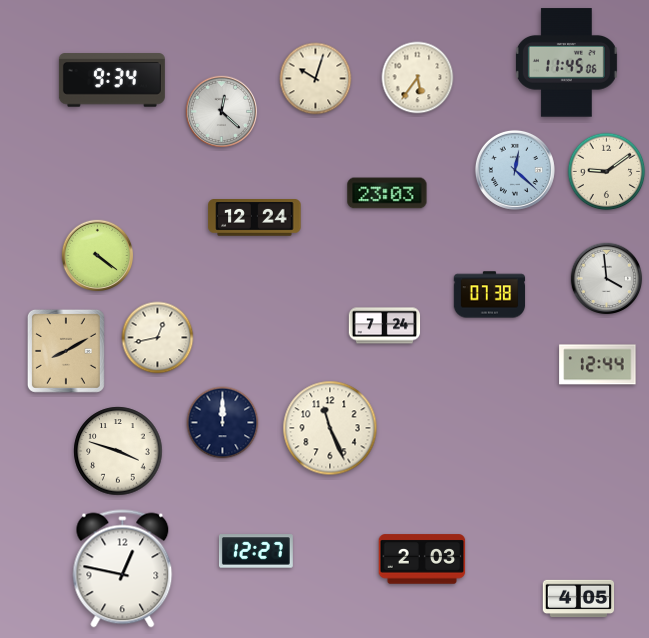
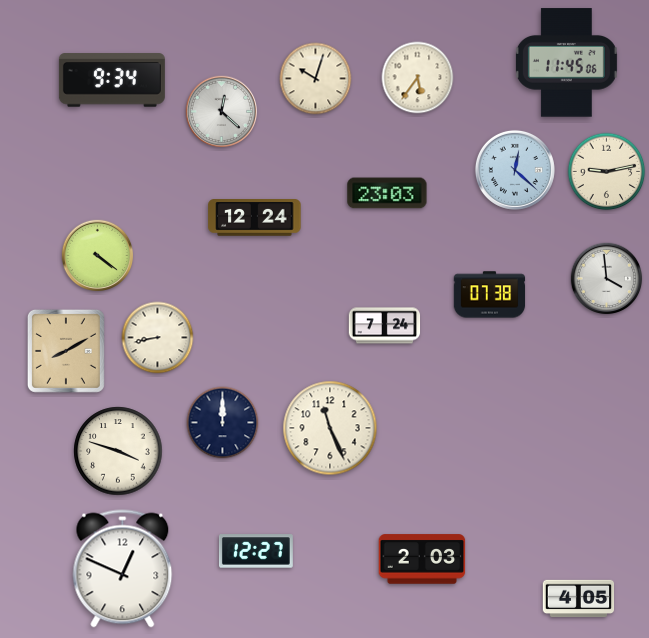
clock at (607, 172): 9:09 -> 9:13
clock at (158, 338): 12:43 -> 8:43
clock at (598, 365): 12:44 -> none
clock at (123, 569): 12:47 -> 12:49
